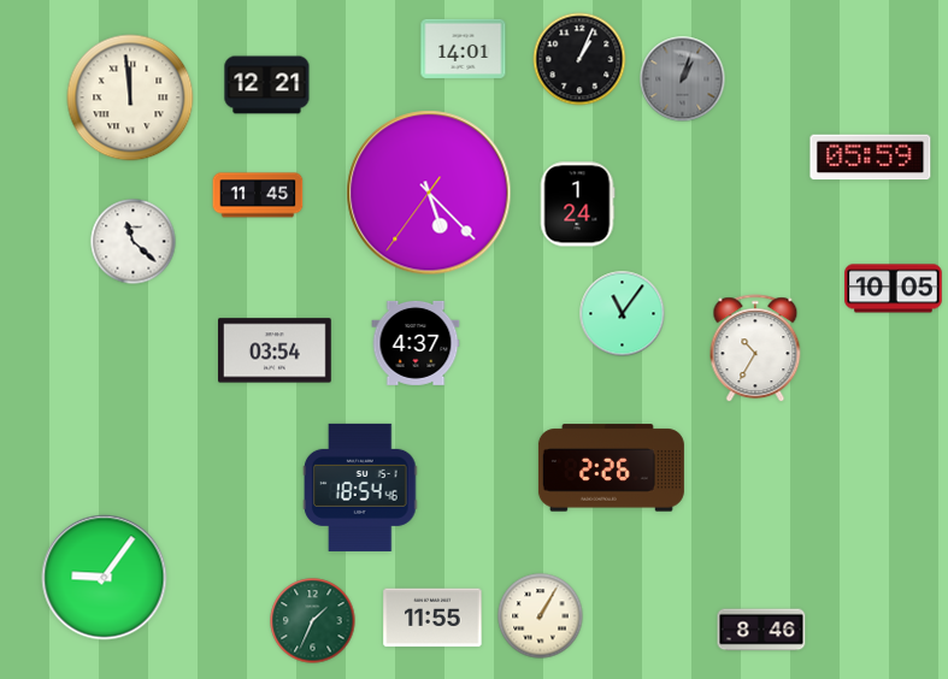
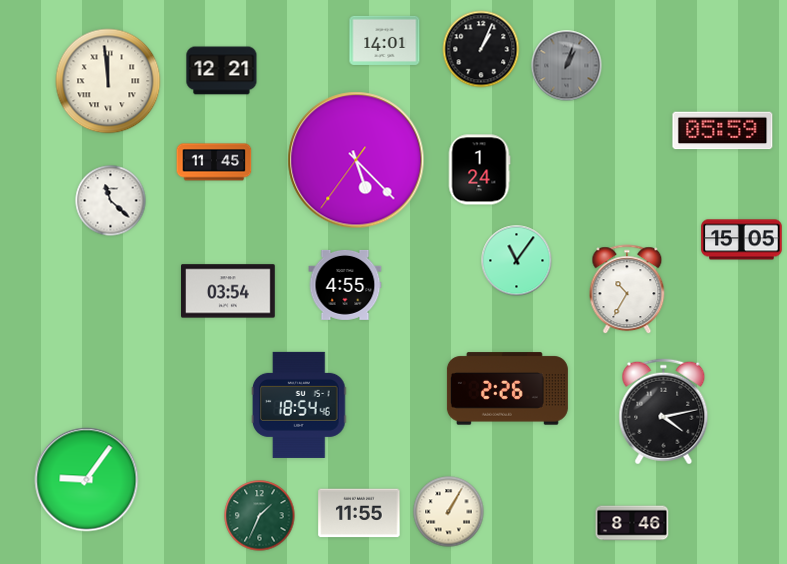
clock at (894, 289): 10:05 -> 15:05
clock at (416, 343): 4:37 -> 4:55
clock at (664, 412): none -> 4:13
